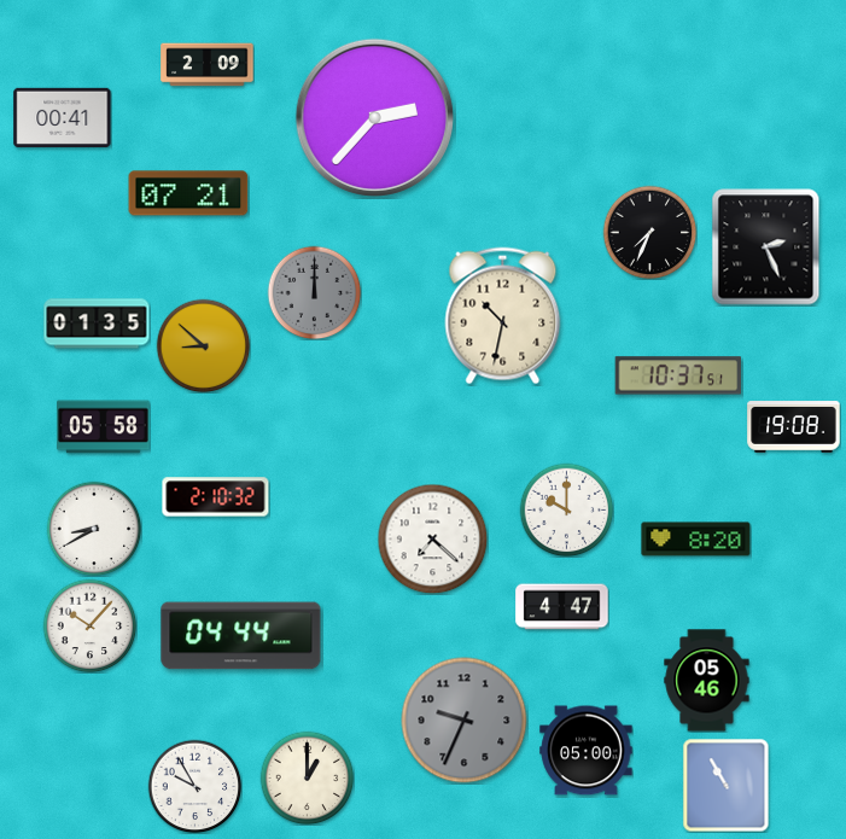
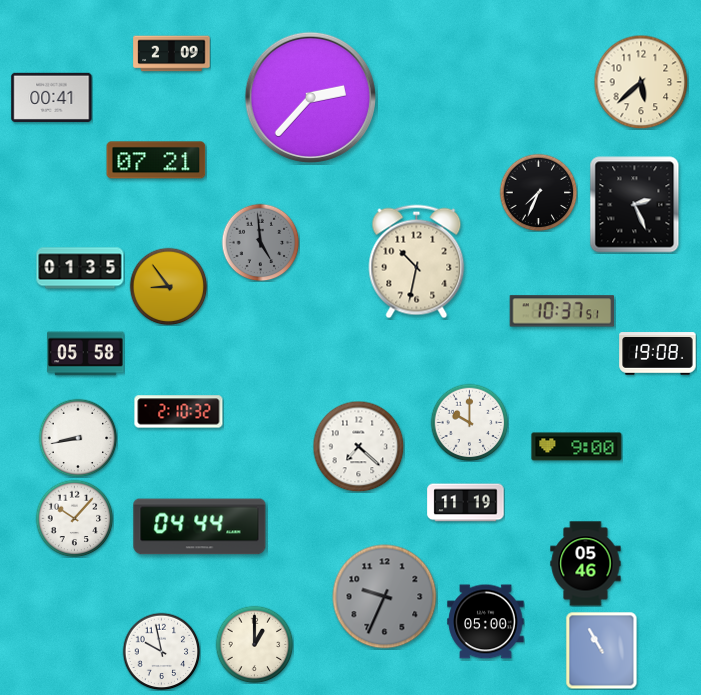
clock at (641, 82): none -> 5:38
clock at (314, 292): 12:00 -> 4:59
clock at (203, 345): 8:52 -> 8:54
clock at (94, 529): 8:40 -> 8:43
clock at (696, 540): 8:20 -> 9:00
clock at (562, 607): 4:47 -> 11:19
clock at (194, 786): 9:55 -> 9:58
